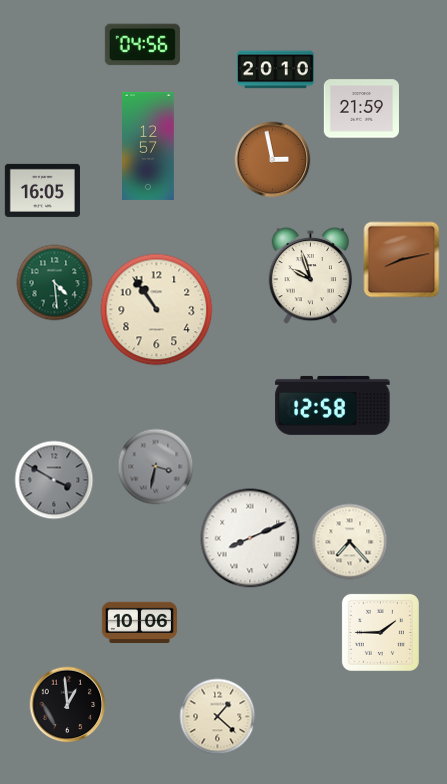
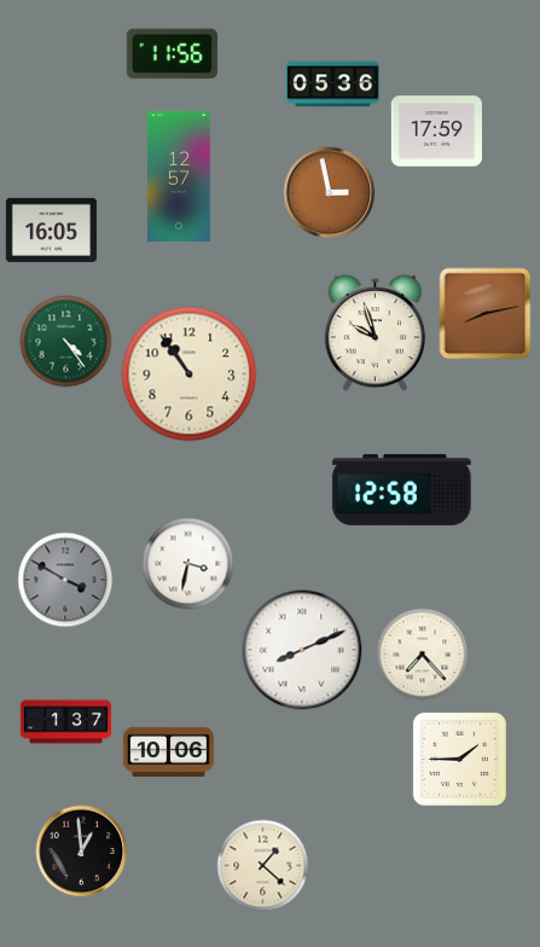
clock at (142, 45): 04:56 -> 11:56
clock at (275, 70): 20:10 -> 05:36
clock at (361, 109): 21:59 -> 17:59
clock at (55, 283): 4:29 -> 4:24
clock at (156, 467) dial: grey -> white
clock at (65, 722): none -> 1:37
clock at (380, 632) position: (380, 632) -> (459, 759)
